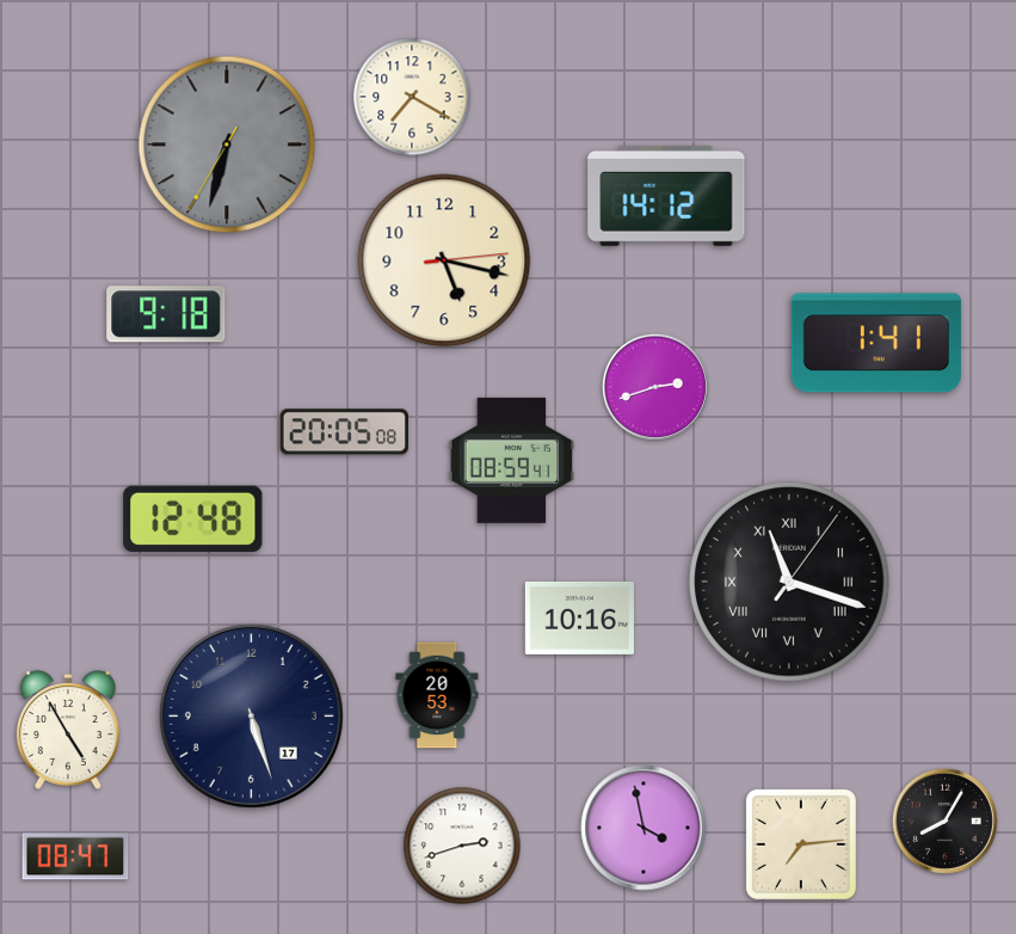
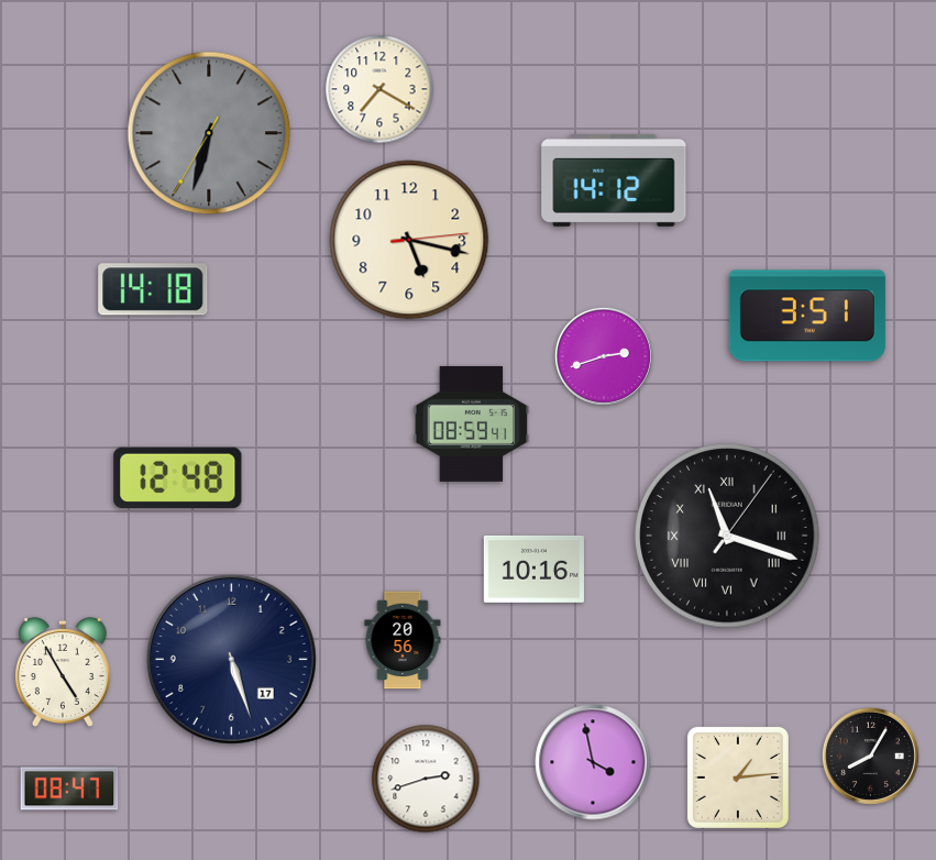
clock at (166, 314): 9:18 -> 14:18
clock at (876, 343): 1:41 -> 3:51
clock at (344, 432): 20:05 -> none
clock at (437, 695): 20:53 -> 20:56
clock at (801, 844): 7:14 -> 1:14
